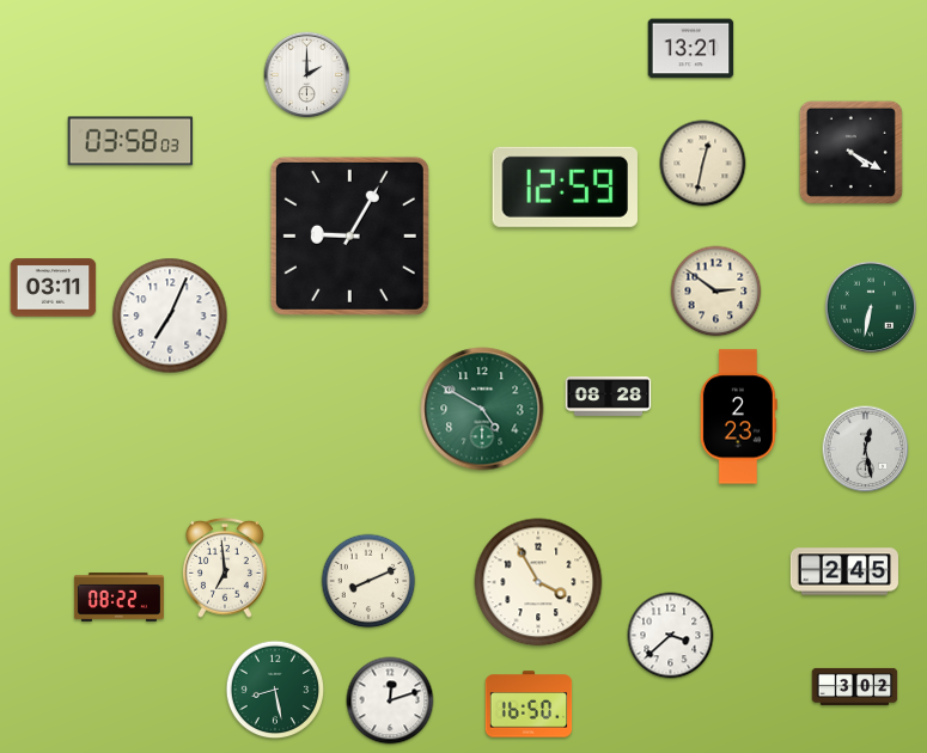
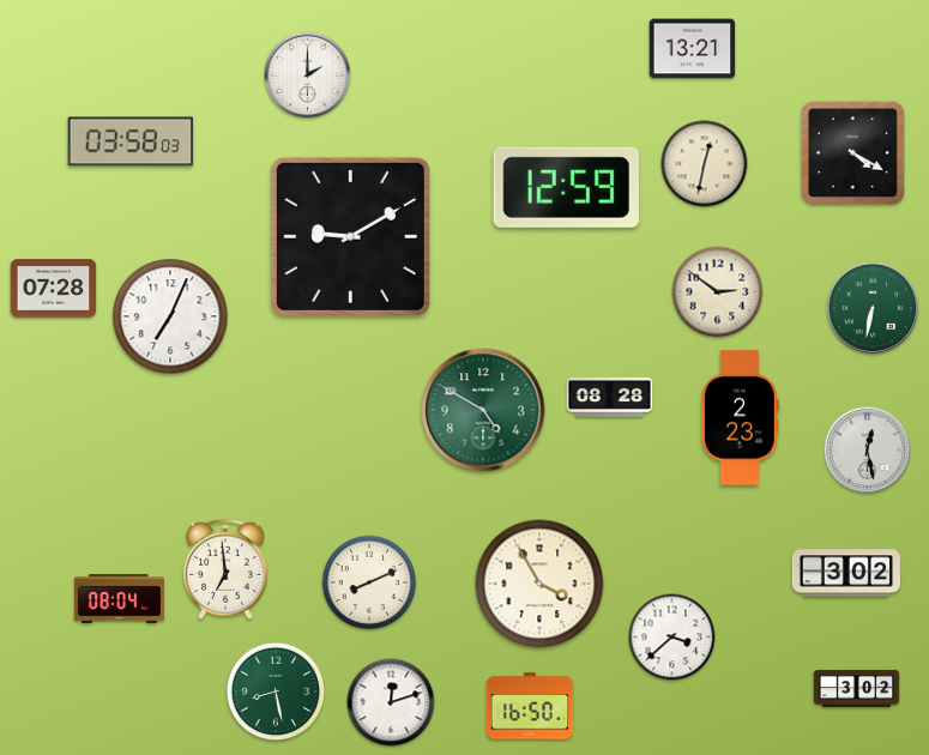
clock at (349, 235): 9:05 -> 9:10
clock at (54, 288): 03:11 -> 07:28
clock at (844, 571): 2:45 -> 3:02
clock at (118, 598): 08:22 -> 08:04
